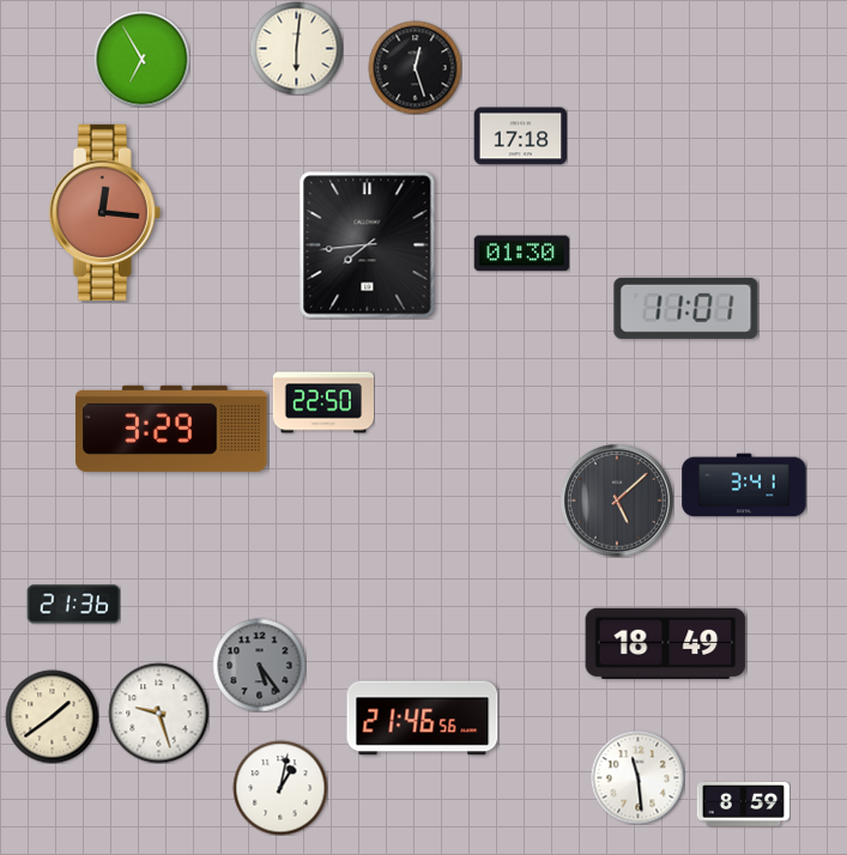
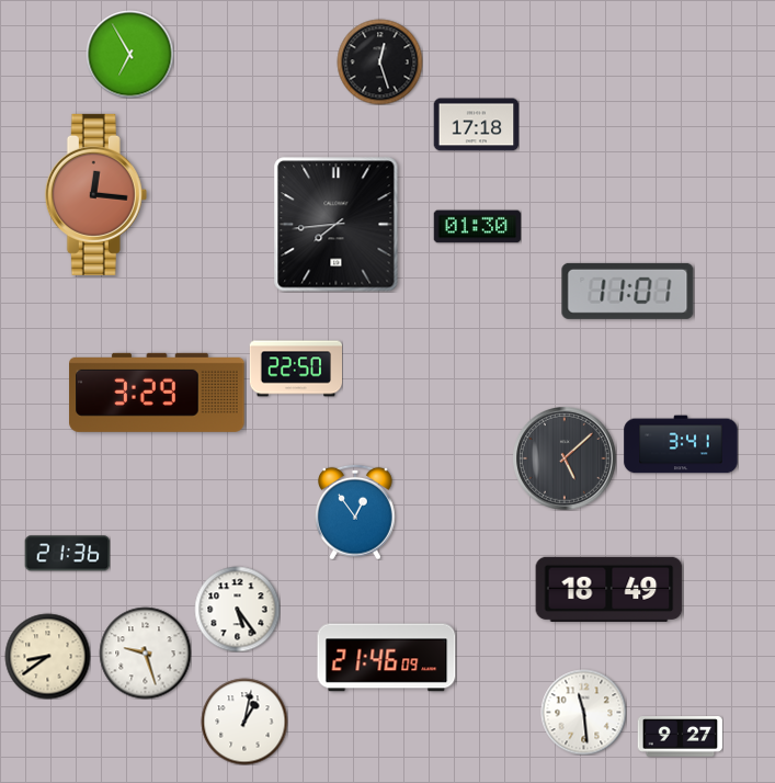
clock at (296, 48): 6:01 -> none
clock at (521, 254) position: (521, 254) -> (477, 227)
clock at (686, 308) position: (686, 308) -> (628, 291)
clock at (356, 512): none -> 12:54
clock at (259, 665) dial: grey -> white
clock at (52, 716): 1:39 -> 8:39
clock at (423, 718): 21:46:56 -> 21:46:09
clock at (280, 788) position: (280, 788) -> (244, 722)
clock at (743, 805): 8:59 -> 9:27
